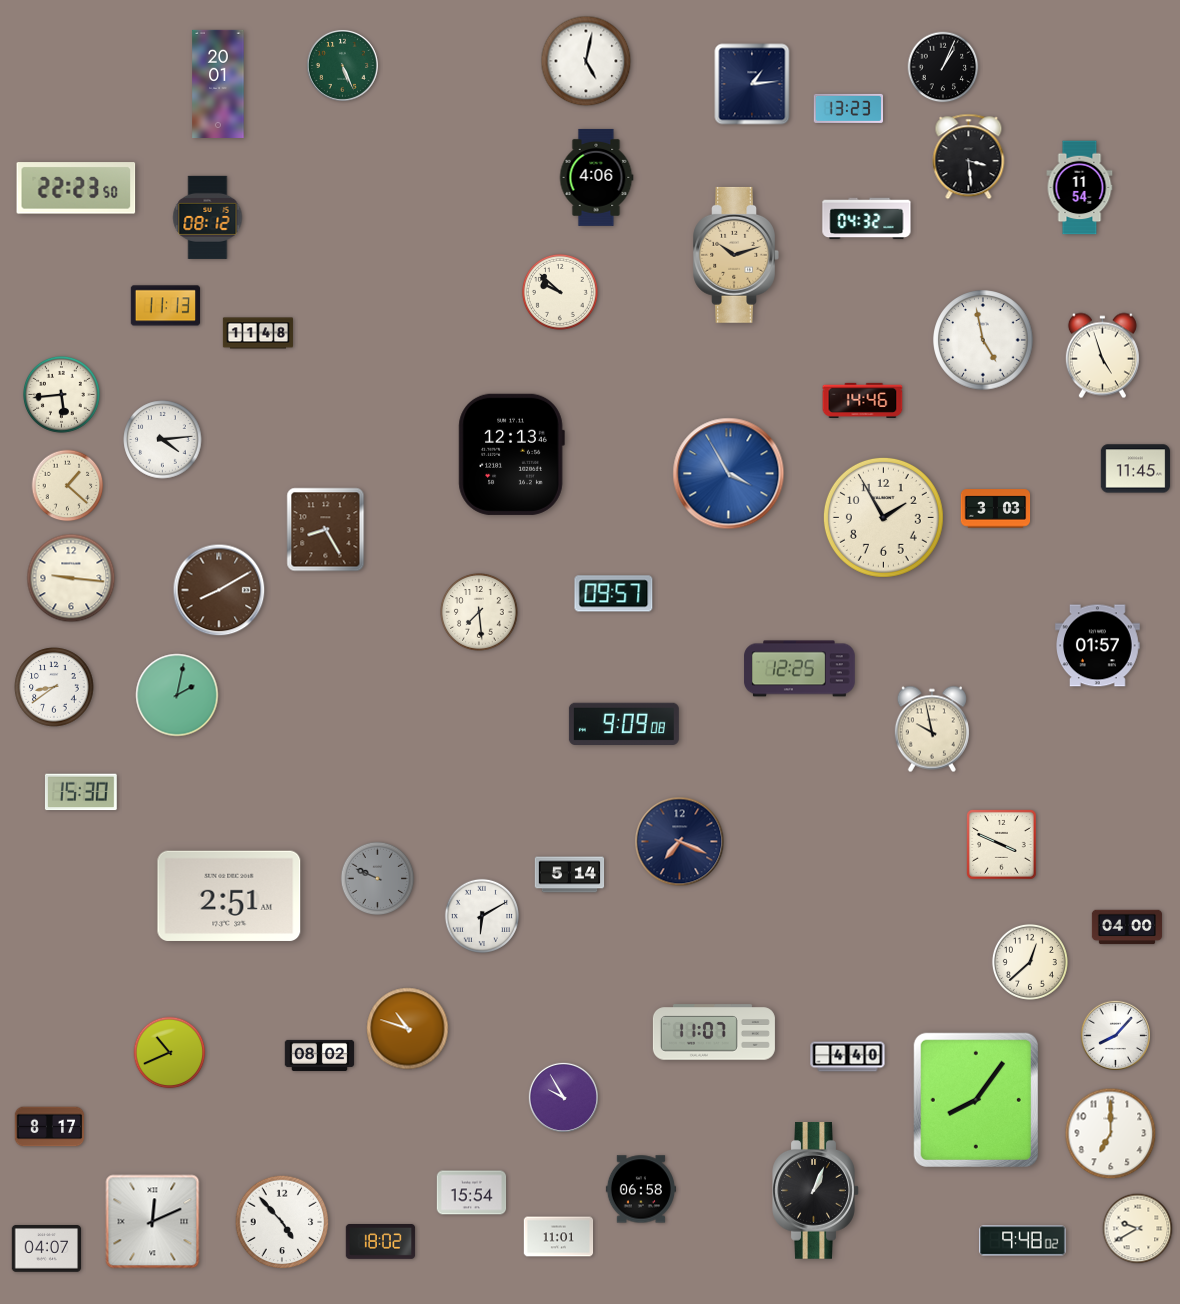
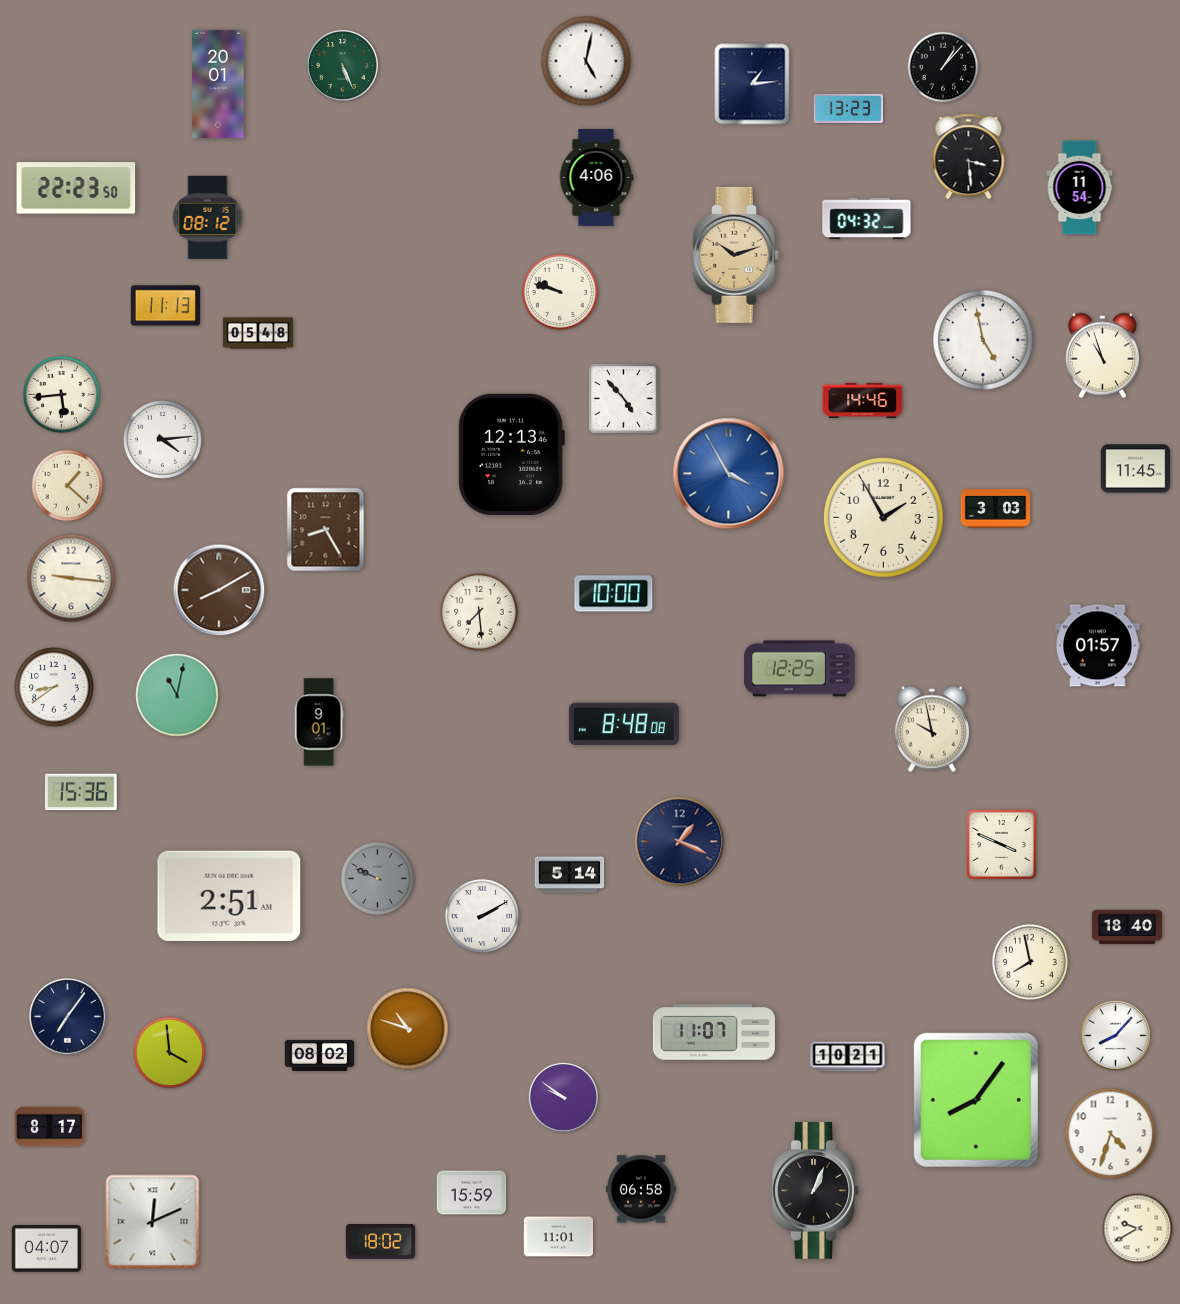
clock at (943, 67): 1:04 -> 1:07
clock at (560, 292): 9:52 -> 9:48
clock at (258, 333): 11:48 -> 05:48
clock at (1102, 356): 4:57 -> 10:57
clock at (624, 399): none -> 4:53
clock at (614, 594): 09:57 -> 10:00
clock at (177, 695): 2:02 -> 11:02
clock at (319, 722): none -> 9:01
clock at (624, 723): 9:09 -> 8:48
clock at (81, 792): 15:30 -> 15:36
clock at (680, 842): 7:19 -> 1:19
clock at (481, 915): 6:10 -> 2:10
clock at (1127, 927): 04:00 -> 18:40
clock at (1030, 962): 12:38 -> 7:58
clock at (68, 1017): none -> 7:06
clock at (170, 1053): 10:41 -> 3:59
clock at (848, 1057): 4:40 -> 10:21
clock at (563, 1097): 9:55 -> 9:51
clock at (1111, 1134): 7:00 -> 4:33
clock at (472, 1193): 15:54 -> 15:59
clock at (282, 1222): 4:53 -> none
clock at (1023, 1241): 9:48 -> none
